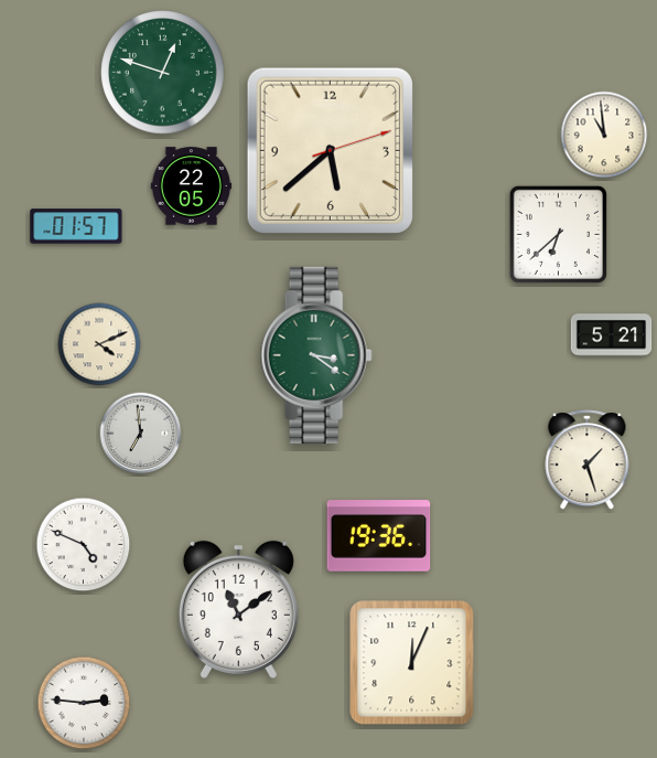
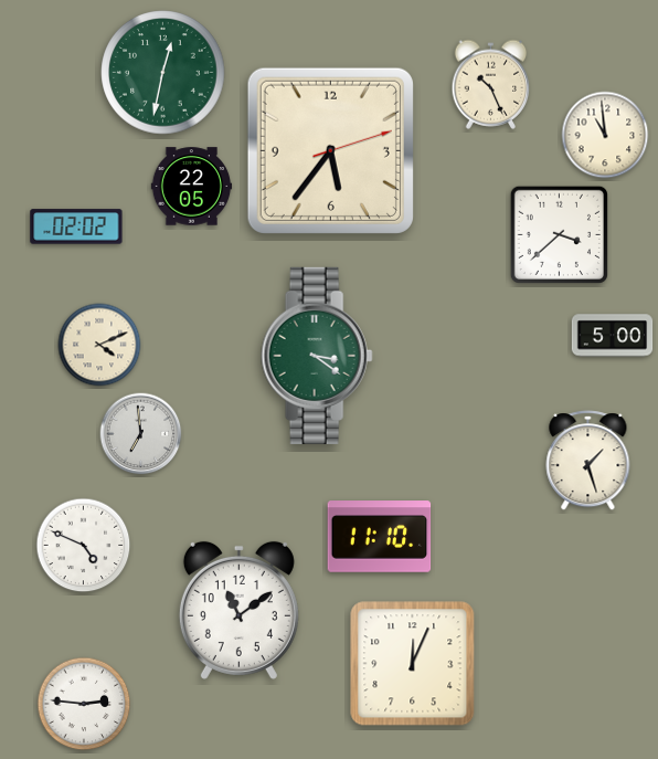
clock at (163, 73): 12:48 -> 12:32
clock at (491, 84): none -> 10:26
clock at (330, 150): 5:38 -> 5:36
clock at (76, 226): 01:57 -> 02:02
clock at (558, 234): 6:38 -> 3:38
clock at (612, 335): 5:21 -> 5:00
clock at (379, 536): 19:36 -> 11:10
